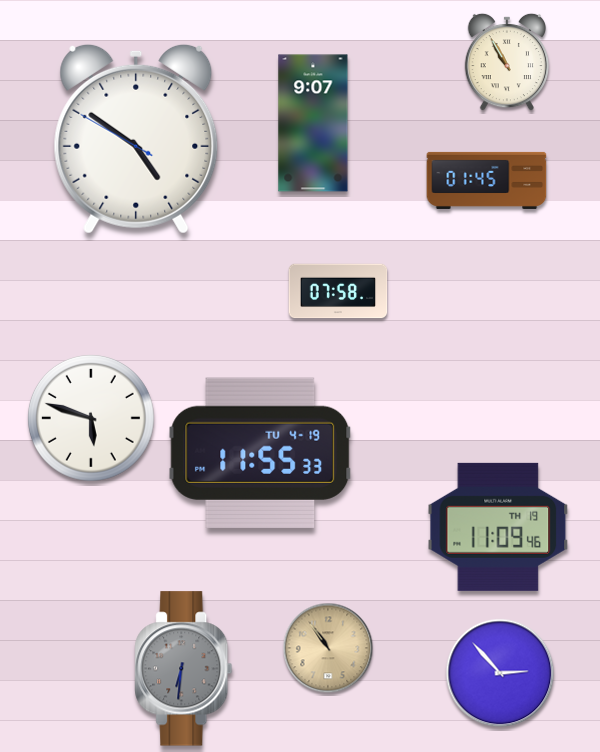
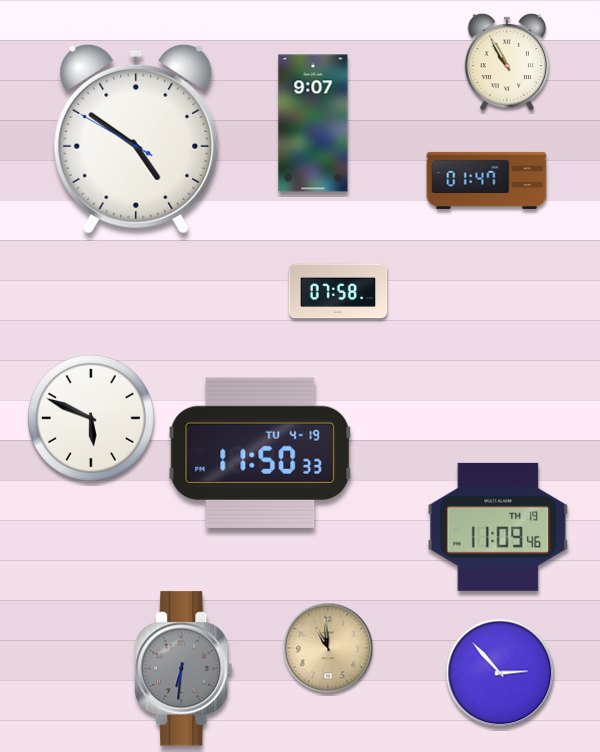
clock at (487, 180): 01:45 -> 01:47
clock at (91, 418): 5:48 -> 5:49
clock at (260, 452): 11:55 -> 11:50
clock at (328, 648): 10:54 -> 10:59
